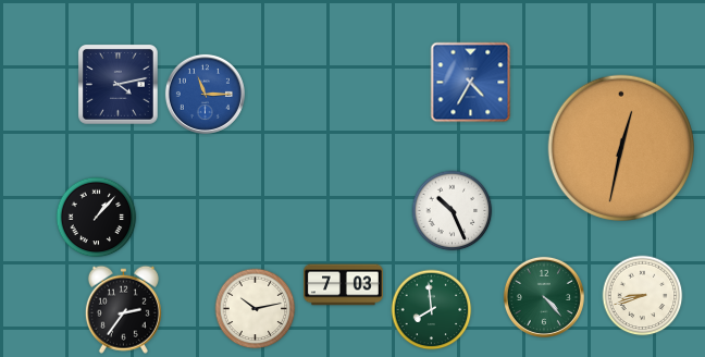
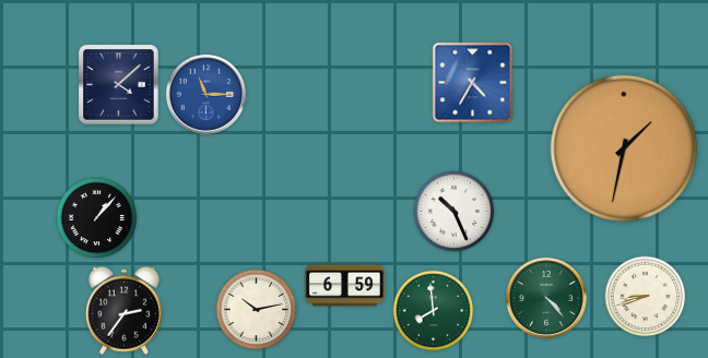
clock at (119, 85): 4:13 -> 4:08
clock at (620, 147): 12:32 -> 1:32
clock at (344, 285): 7:03 -> 6:59
